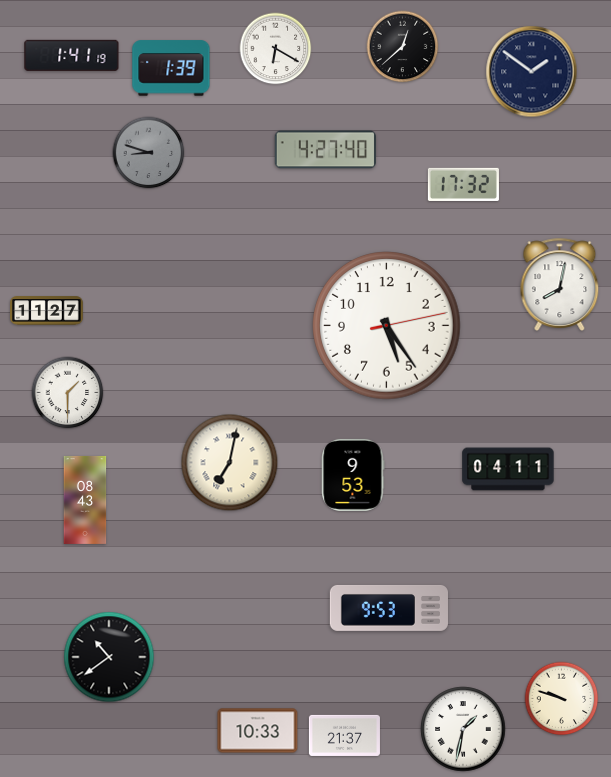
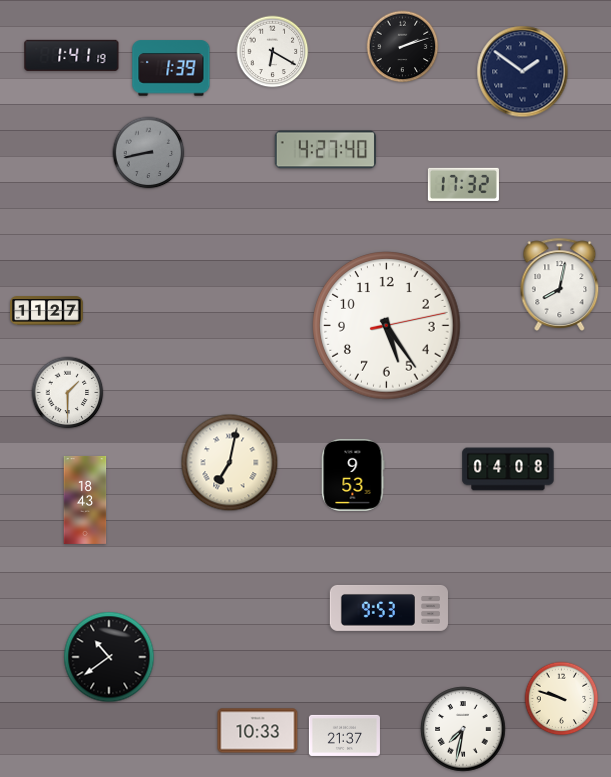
clock at (403, 47): 12:38 -> 2:12
clock at (276, 49) position: (276, 49) -> (273, 52)
clock at (532, 72) position: (532, 72) -> (523, 72)
clock at (149, 153): 8:48 -> 8:43
clock at (508, 469): 04:11 -> 04:08
clock at (85, 500): 08:43 -> 18:43
clock at (463, 729): 1:32 -> 7:32
